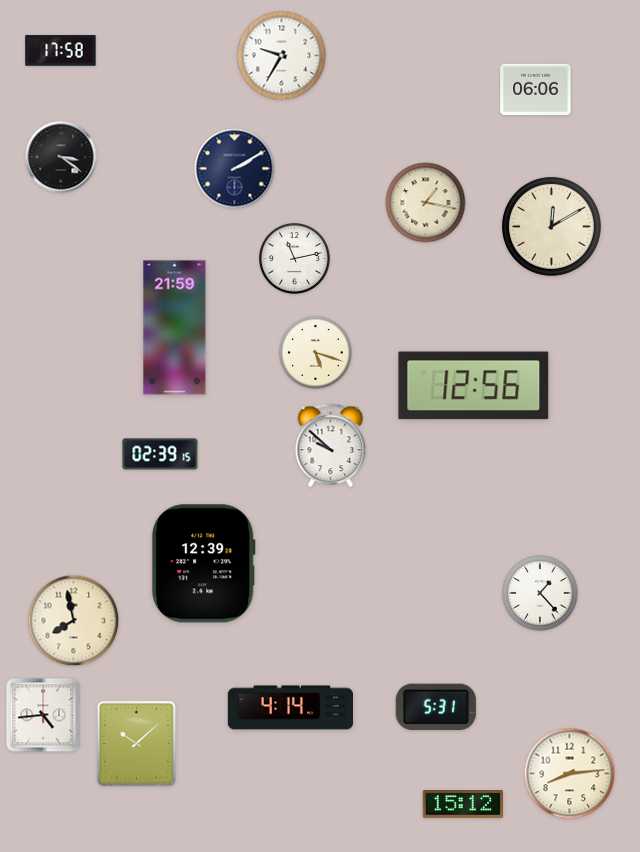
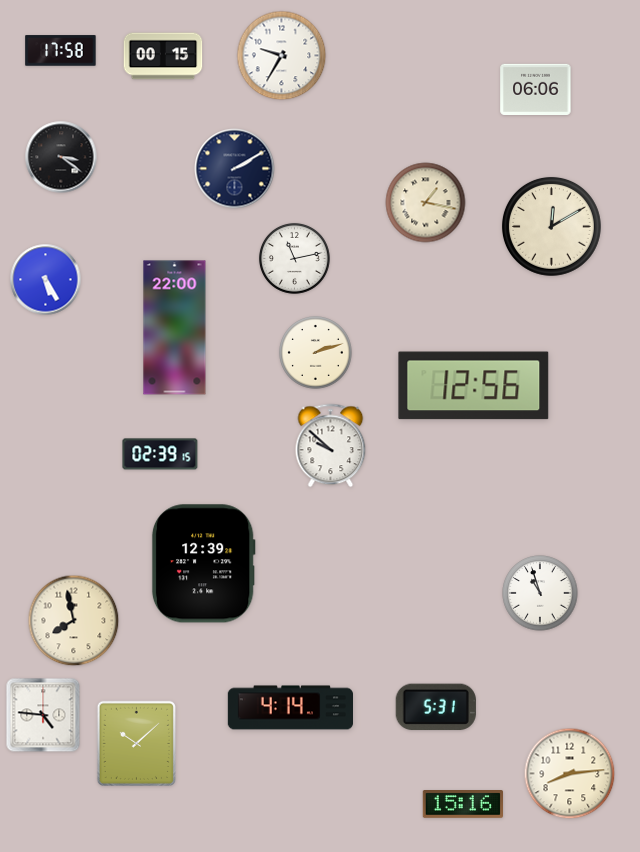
clock at (163, 56): none -> 00:15
clock at (46, 280): none -> 5:25
clock at (175, 328): 21:59 -> 22:00
clock at (316, 353): 5:18 -> 2:12
clock at (540, 593): 1:23 -> 10:57
clock at (43, 715): 4:44 -> 4:46
clock at (462, 805): 15:12 -> 15:16
